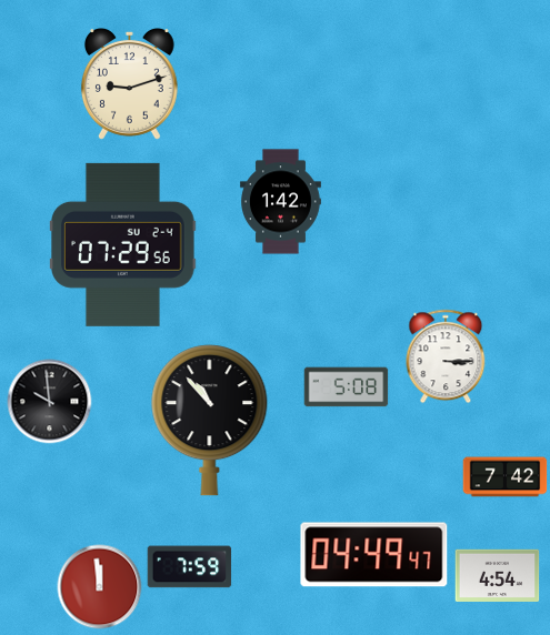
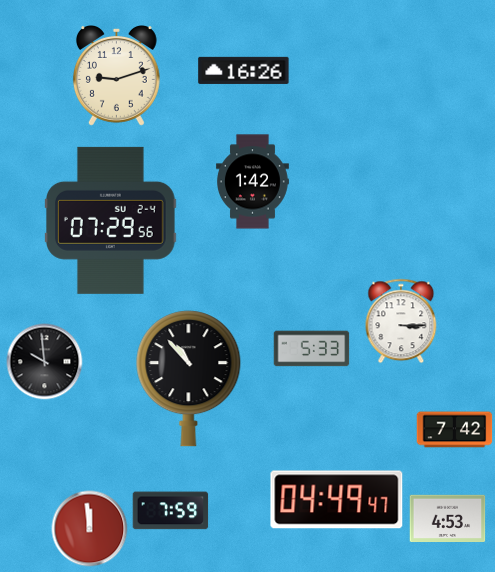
clock at (244, 70): none -> 16:26
clock at (347, 387): 5:08 -> 5:33
clock at (498, 575): 4:54 -> 4:53
